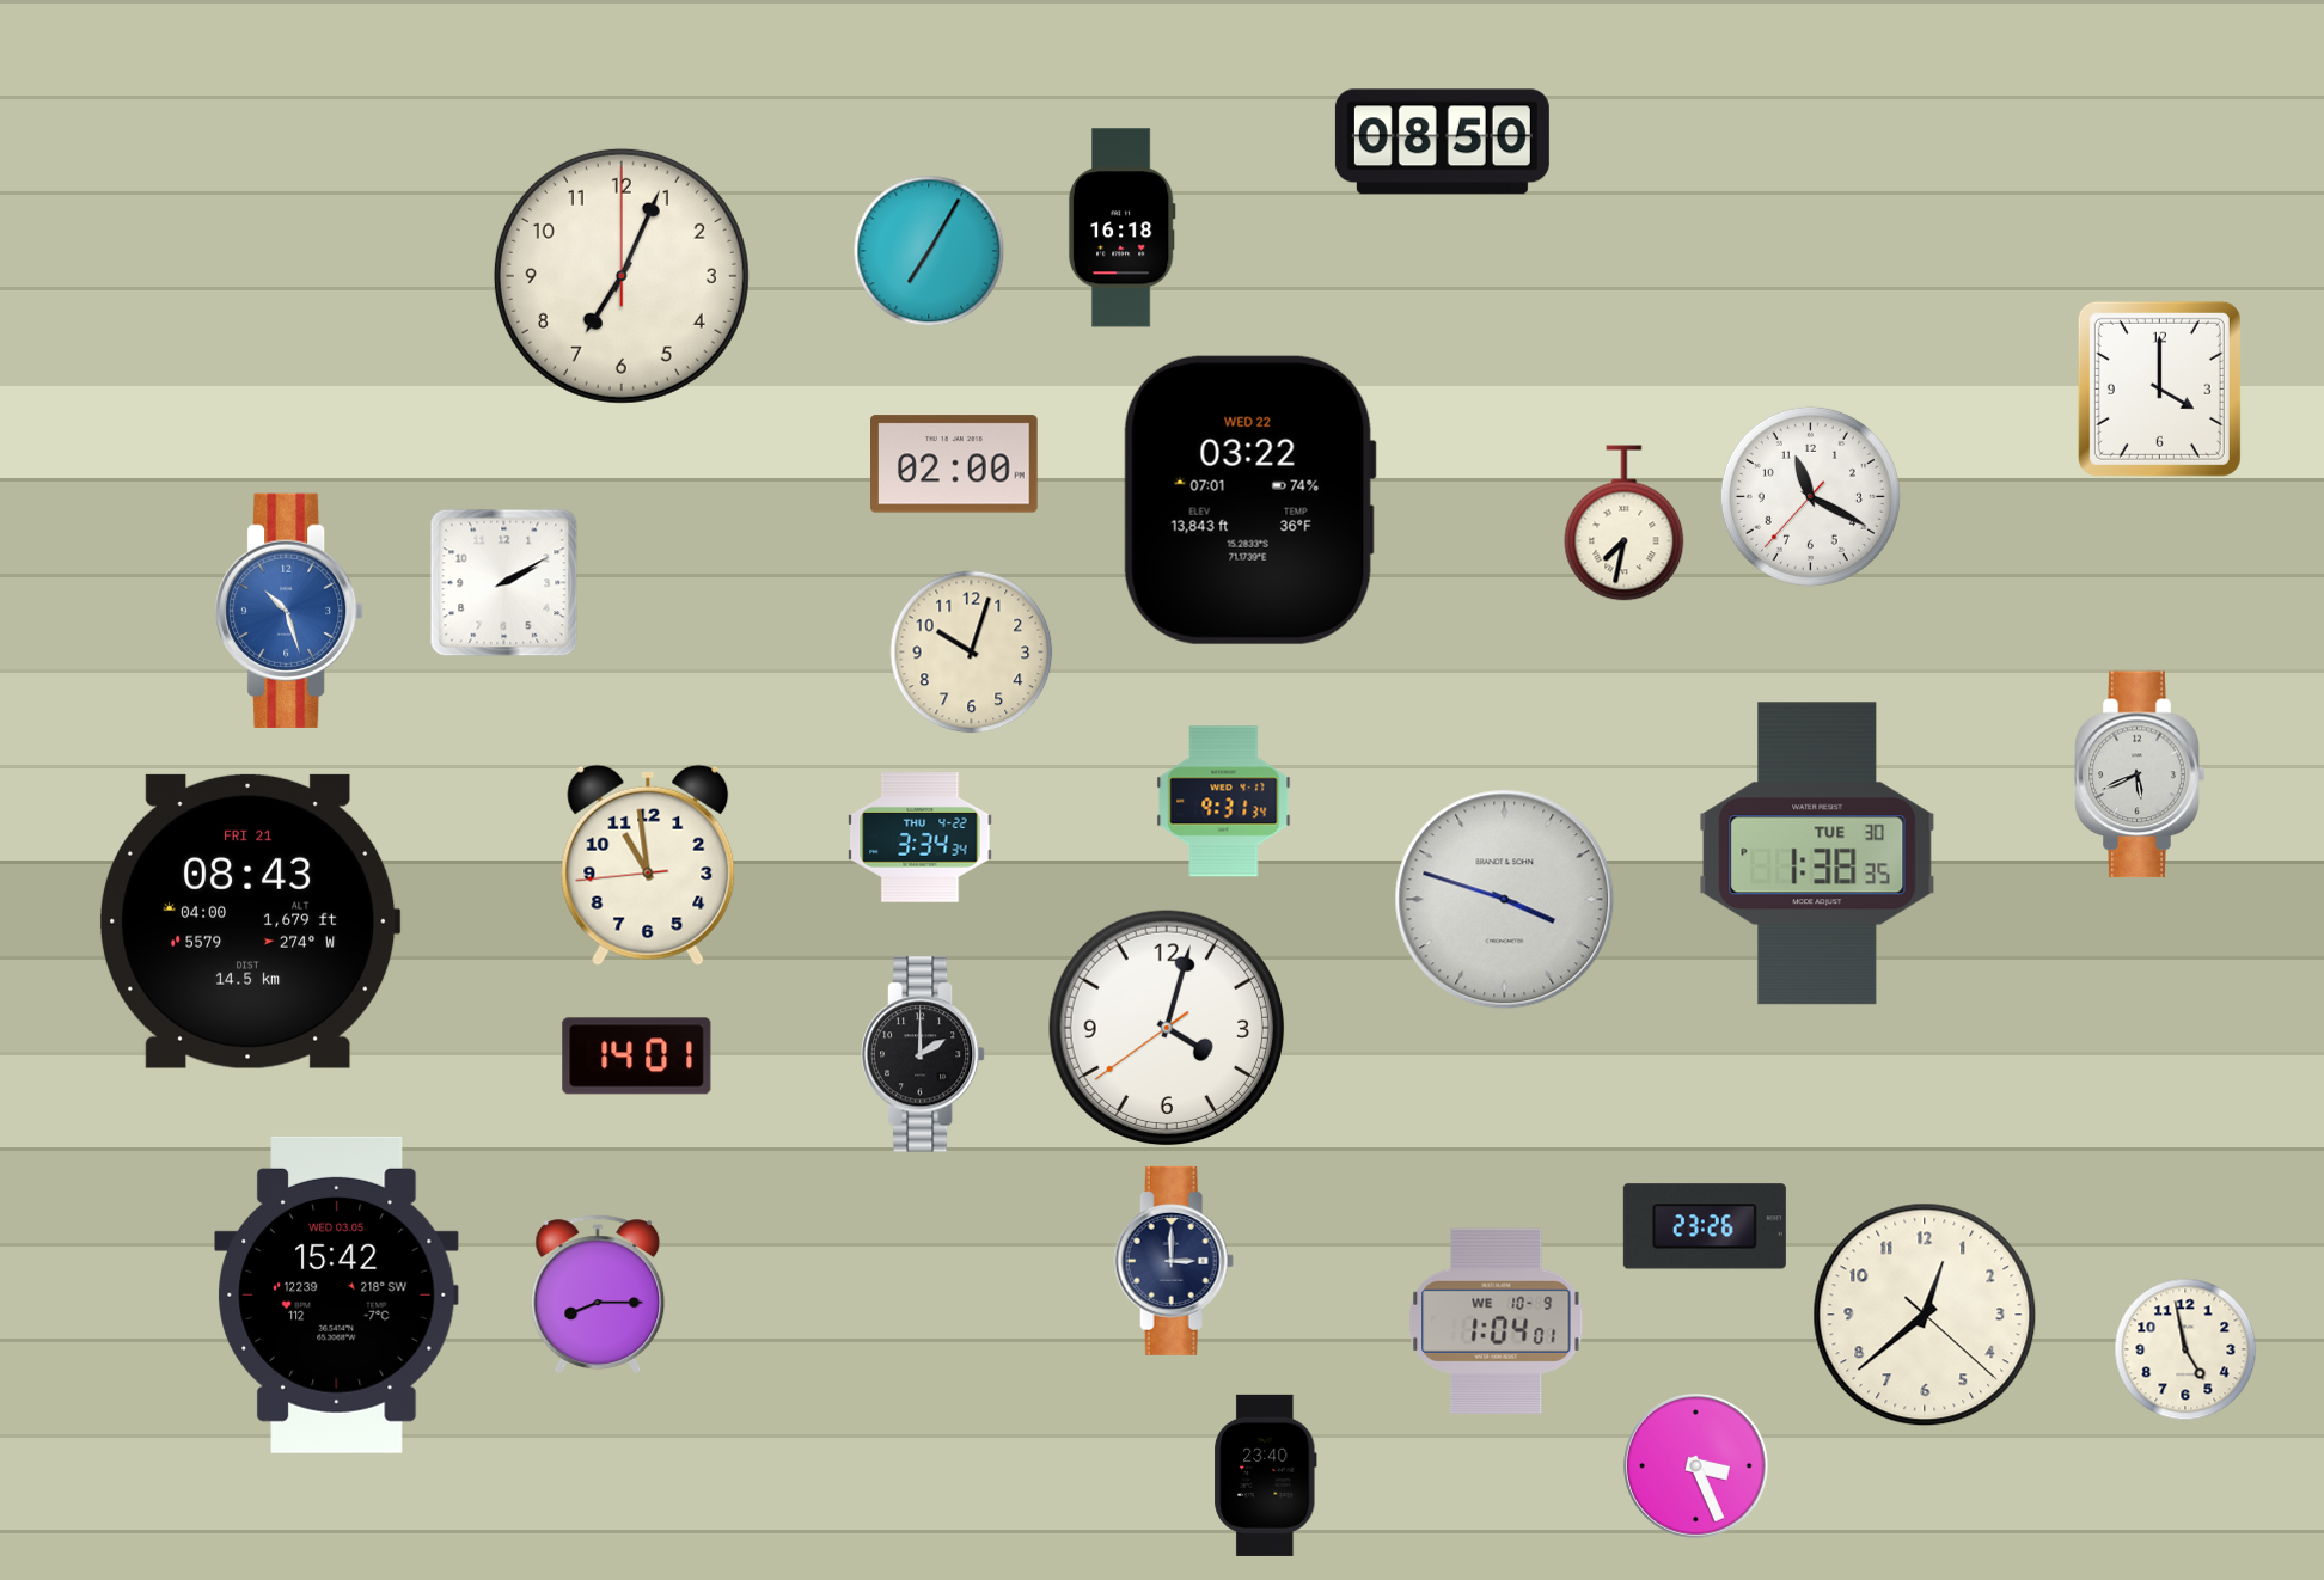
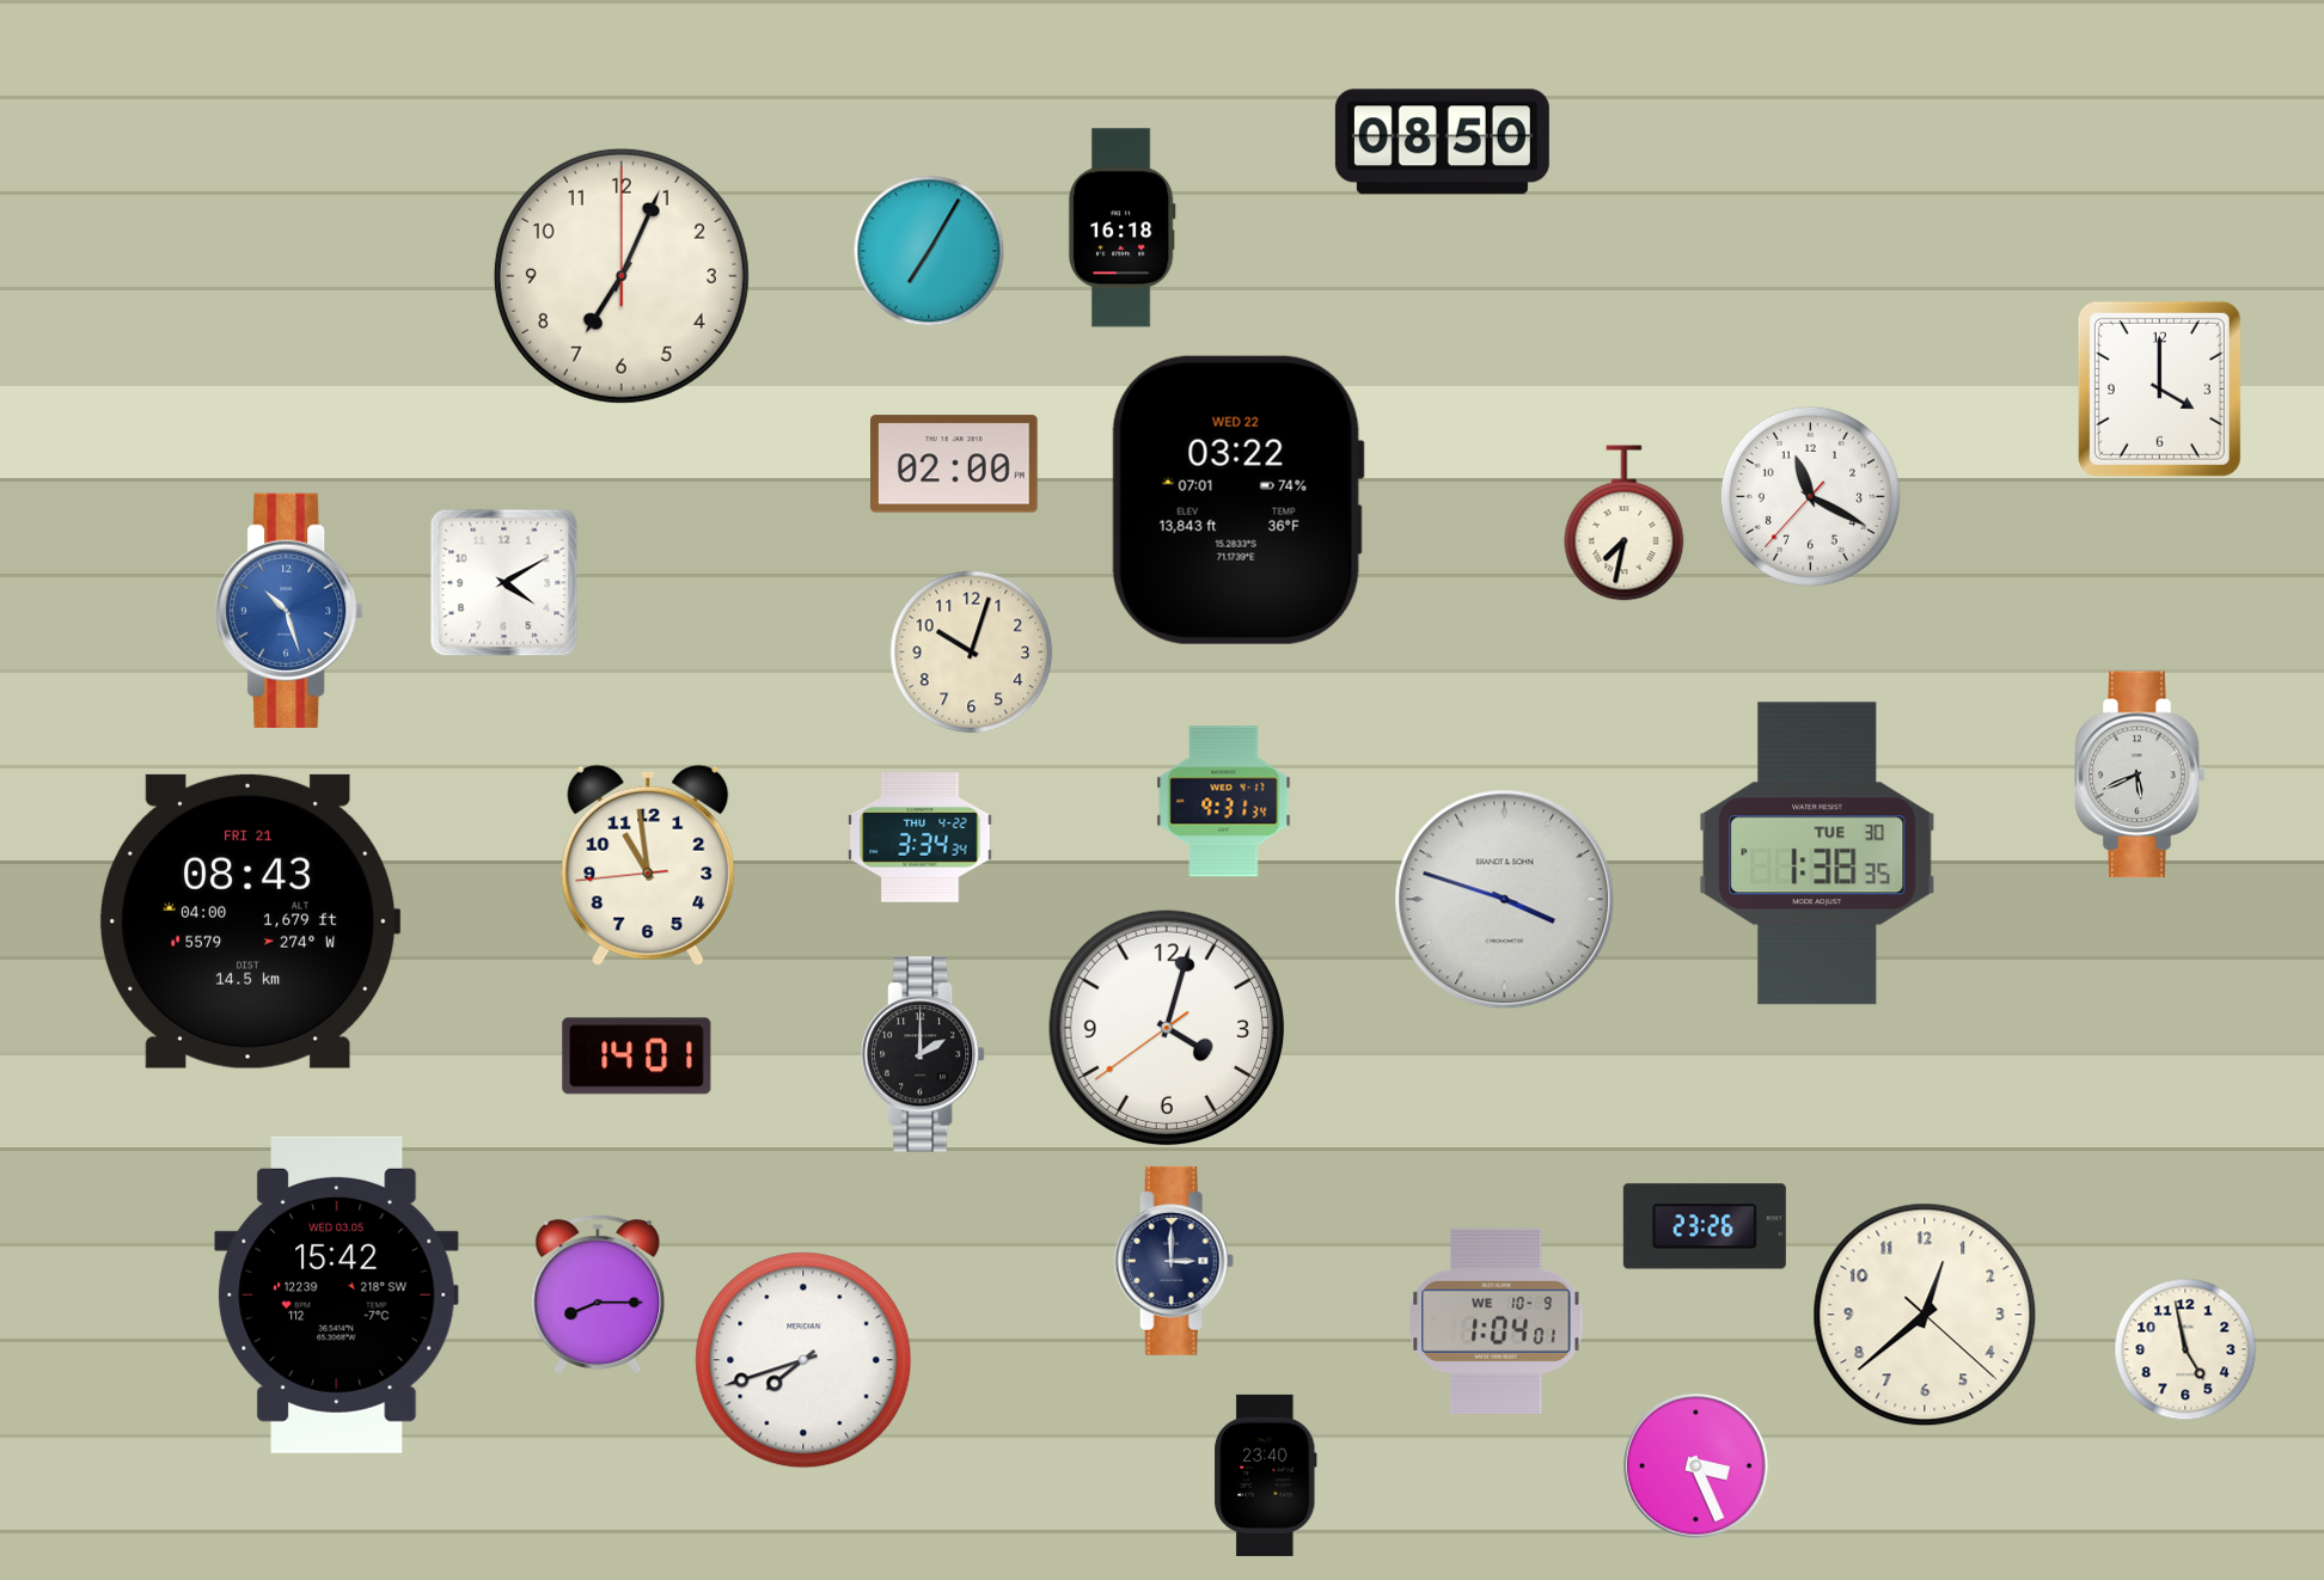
clock at (1249, 500) position: (1249, 500) -> (1237, 500)
clock at (504, 583): 2:10 -> 4:10
clock at (803, 1360): none -> 7:42
